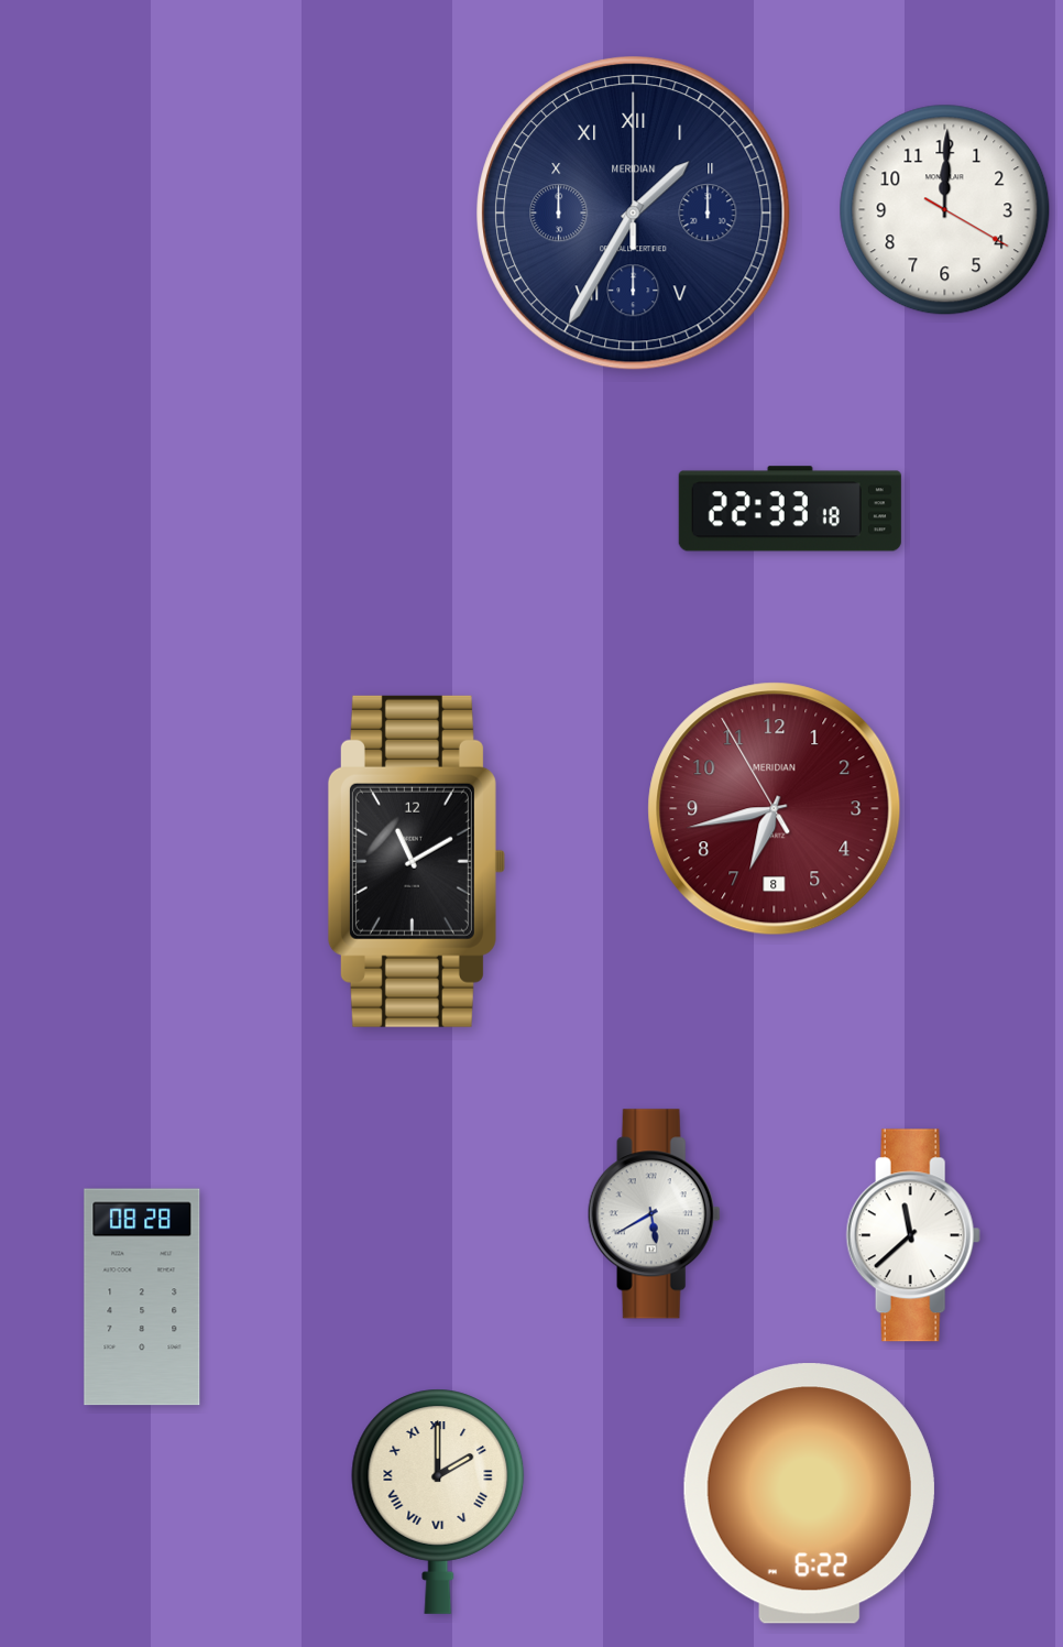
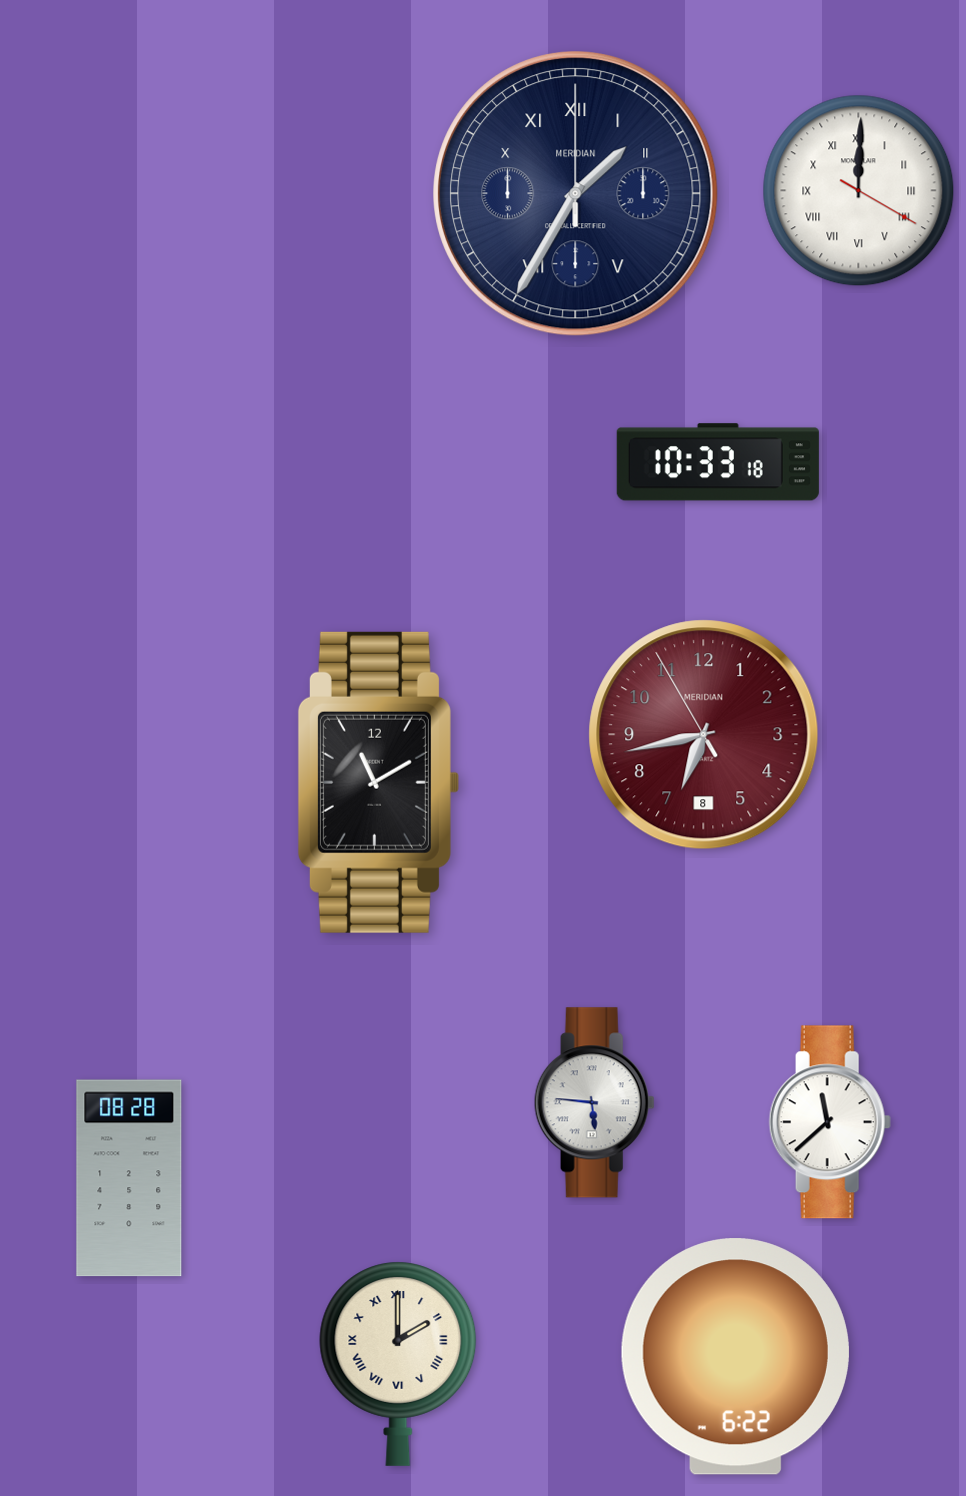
clock at (945, 210) numerals: Arabic -> Roman
clock at (790, 509): 22:33 -> 10:33
clock at (654, 1214): 5:40 -> 5:46
